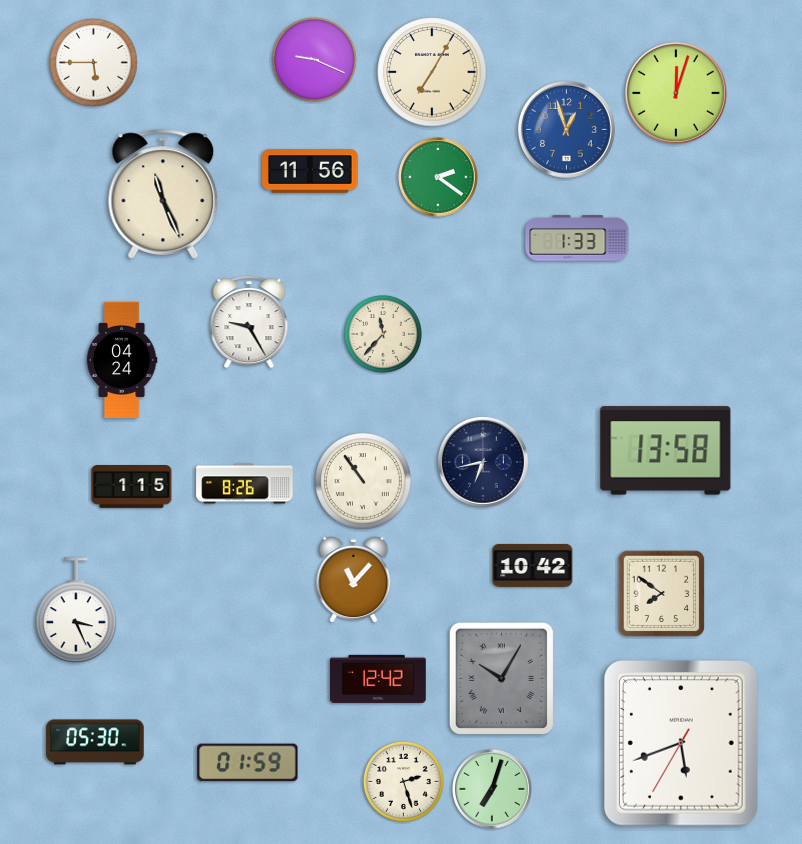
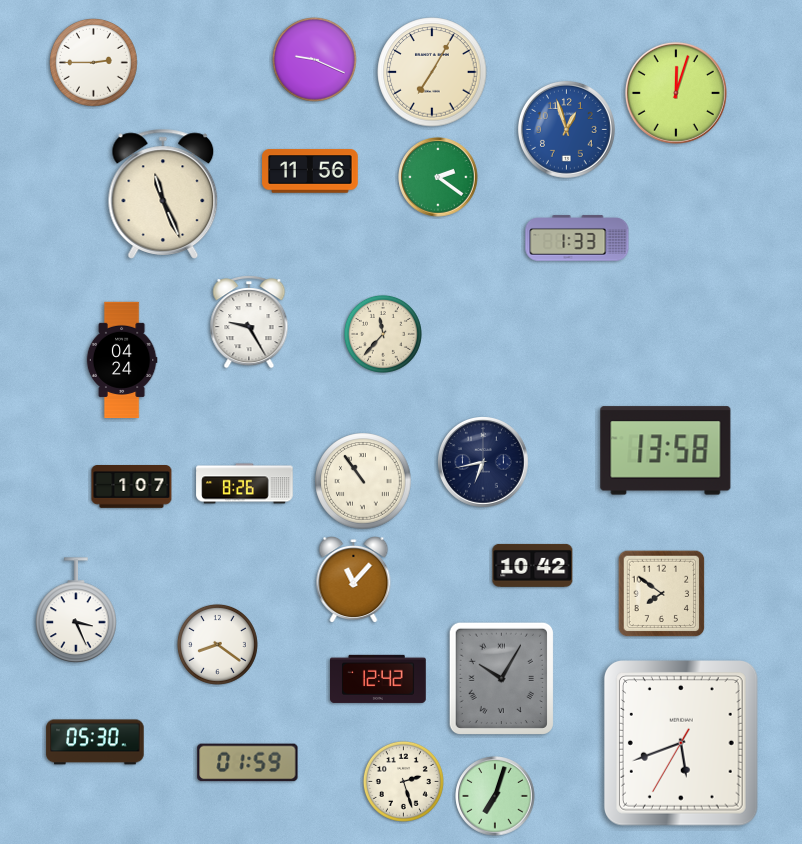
clock at (94, 63): 5:45 -> 2:45
clock at (132, 487): 1:15 -> 1:07
clock at (217, 644): none -> 8:21
clock at (492, 789) position: (492, 789) -> (495, 796)
